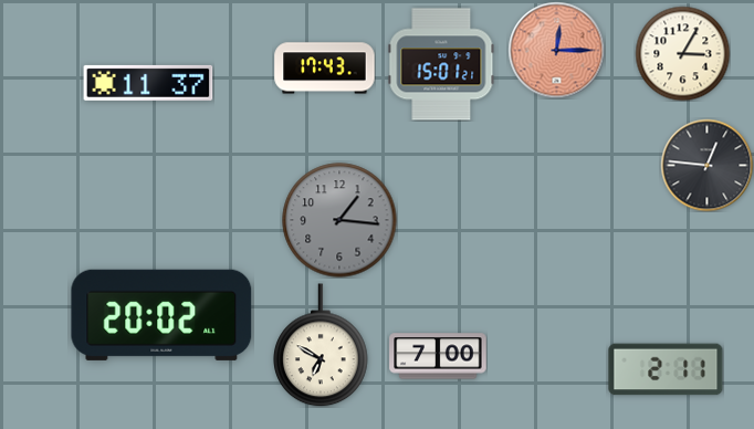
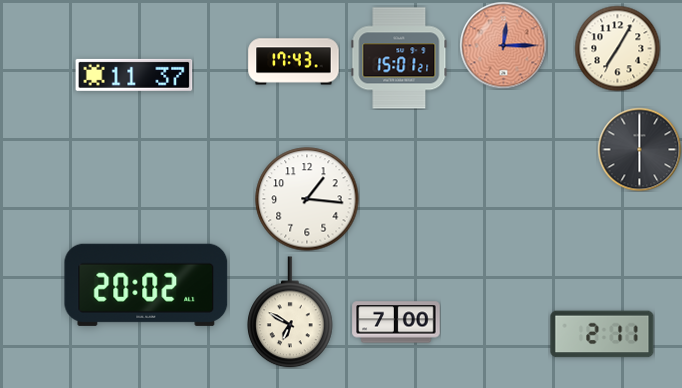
clock at (682, 53): 3:05 -> 7:05
clock at (706, 165): 12:46 -> 6:00
clock at (339, 220) dial: grey -> white
